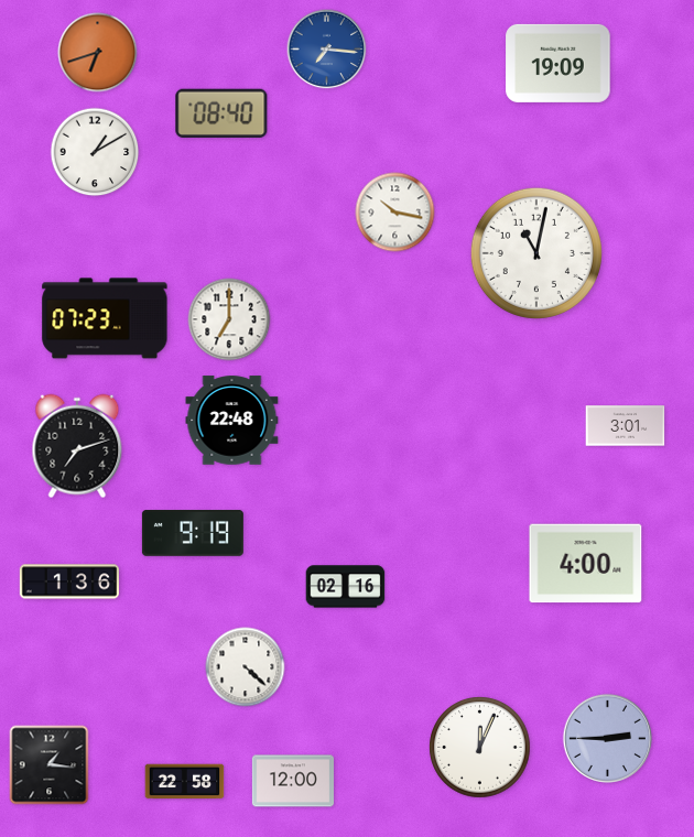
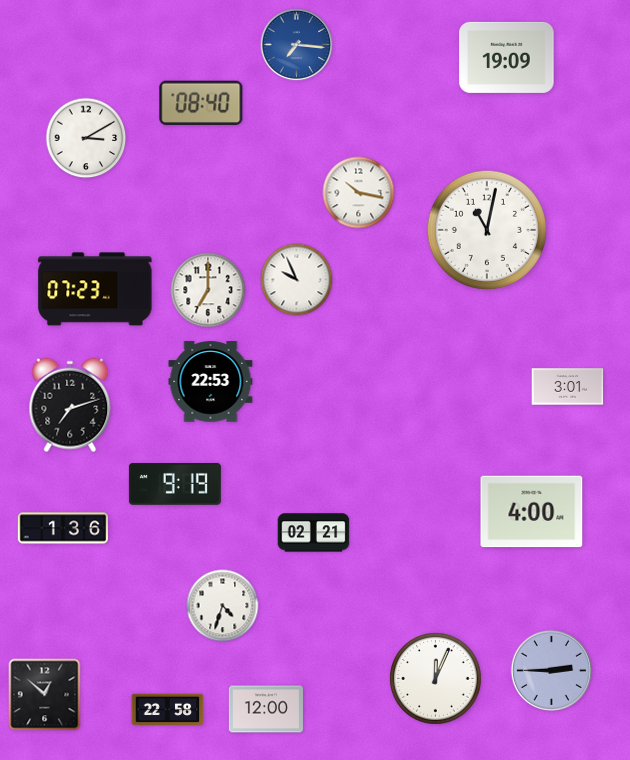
clock at (98, 53): 6:42 -> none
clock at (95, 152): 1:10 -> 3:10
clock at (297, 280): none -> 9:56
clock at (232, 421): 22:48 -> 22:53
clock at (346, 587): 02:16 -> 02:21
clock at (246, 667): 4:22 -> 4:33
clock at (50, 765): 1:16 -> 12:52
